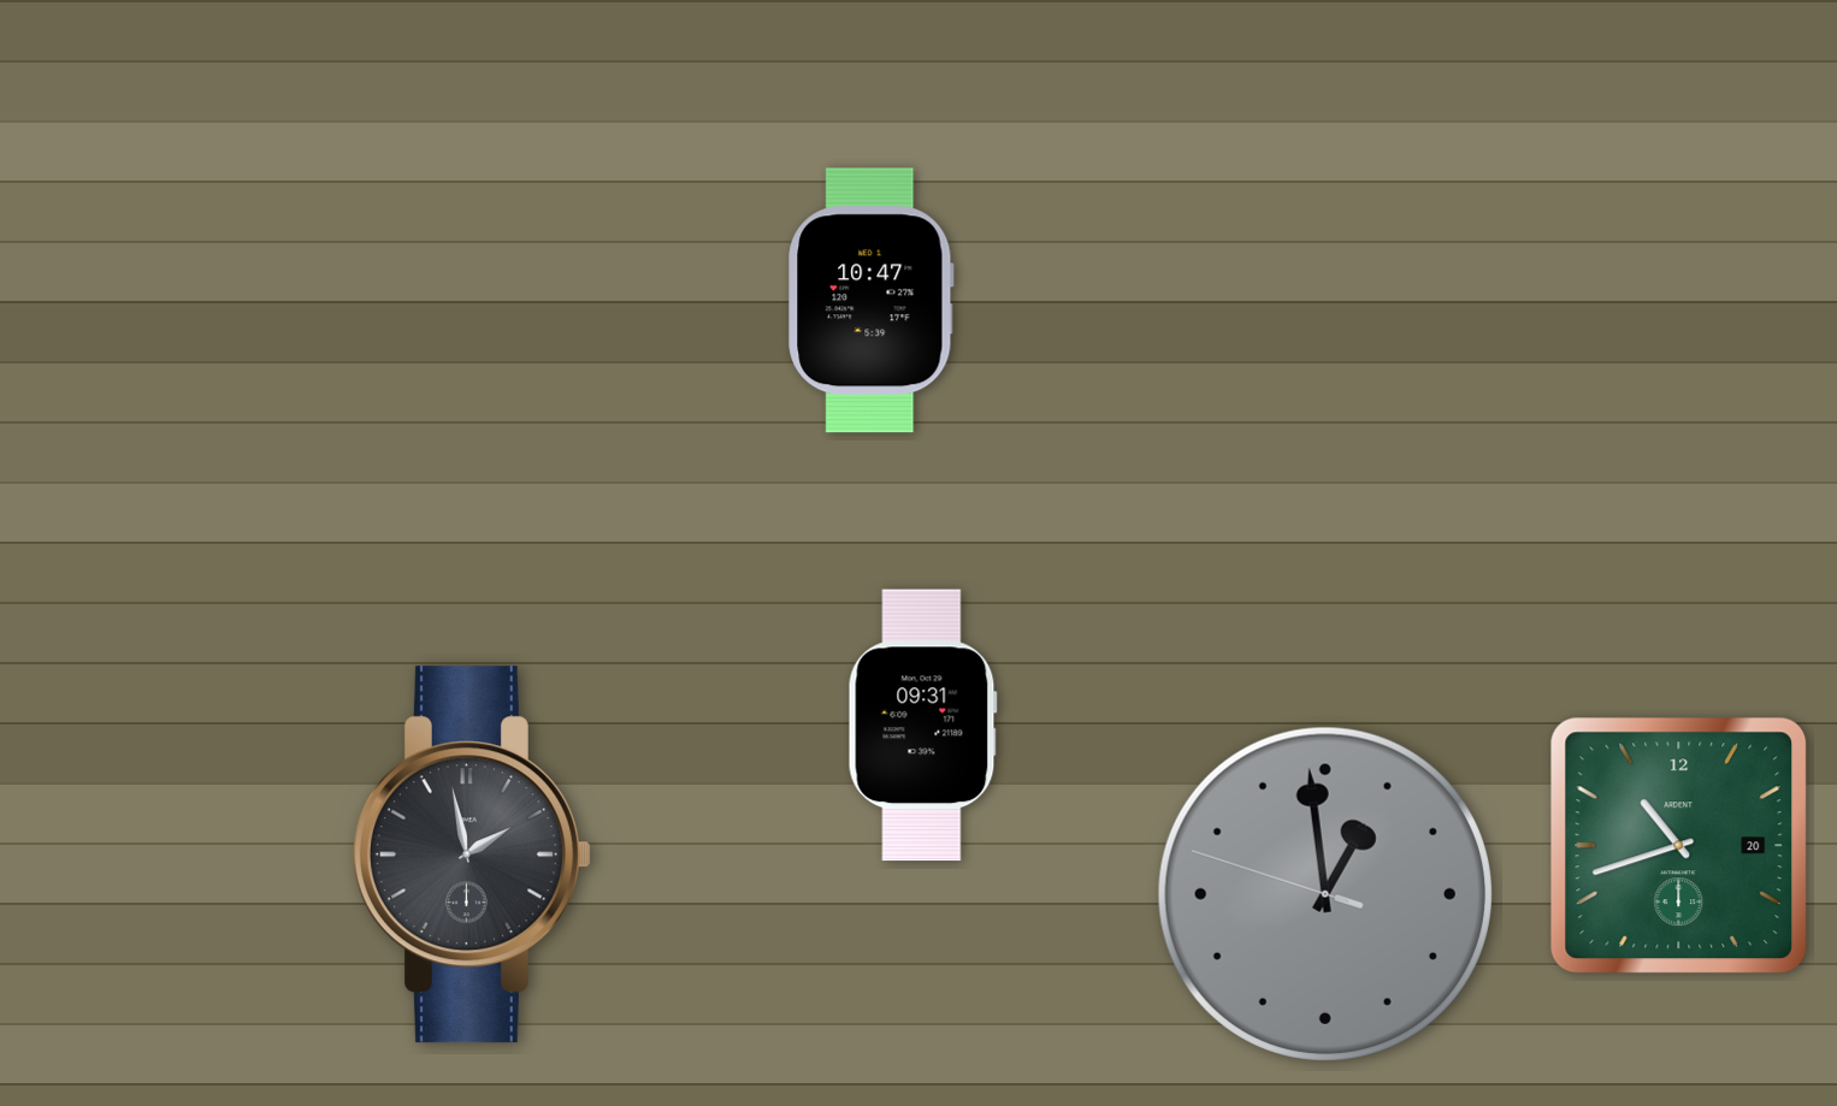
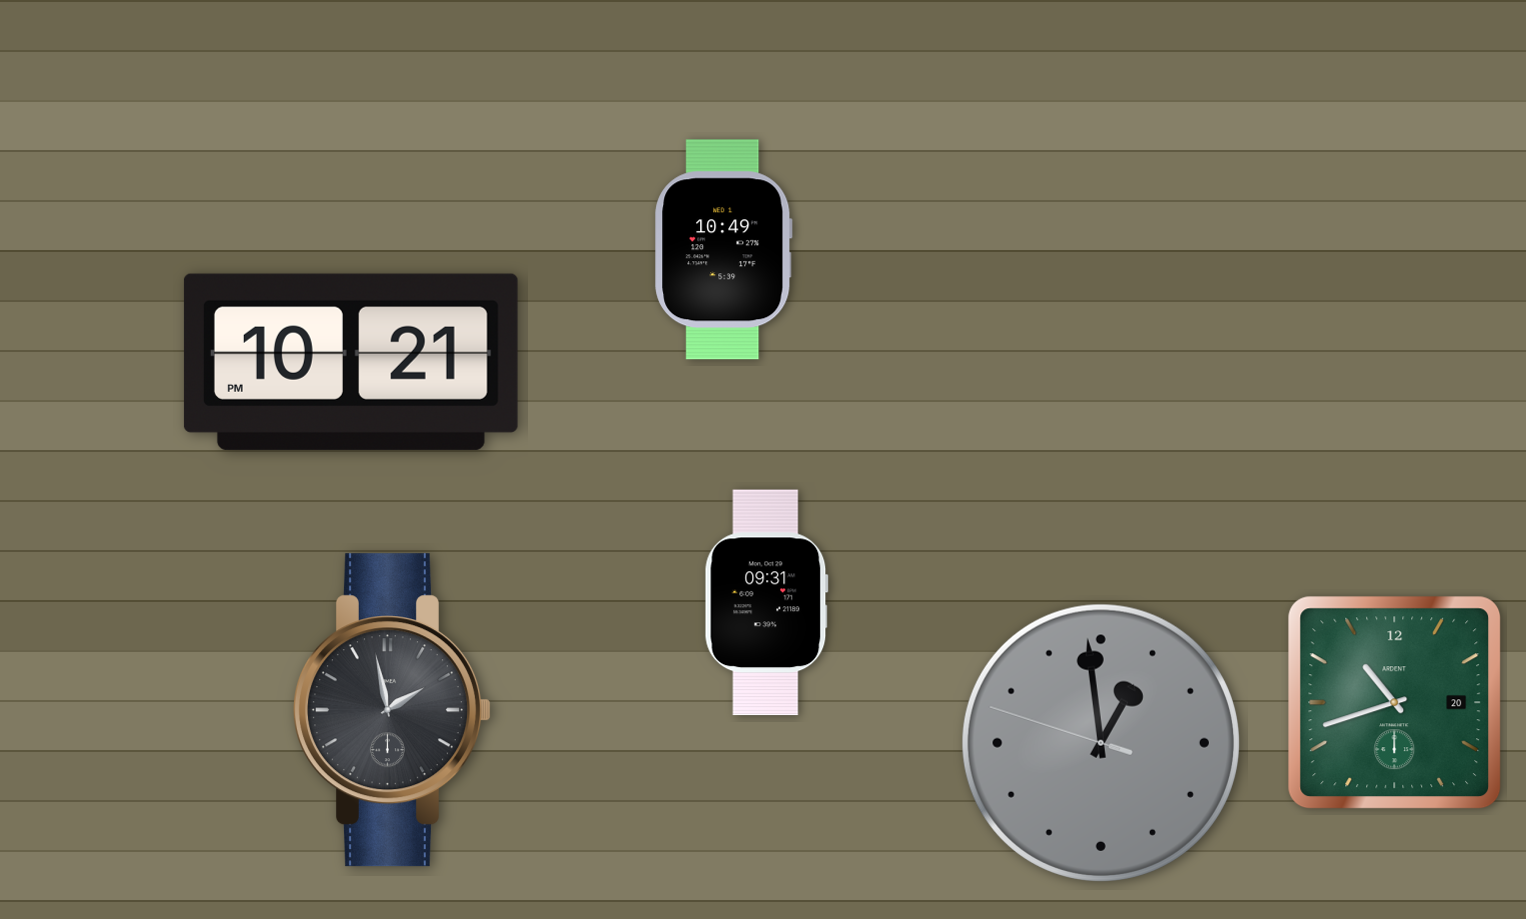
clock at (872, 301): 10:47 -> 10:49
clock at (351, 362): none -> 10:21
